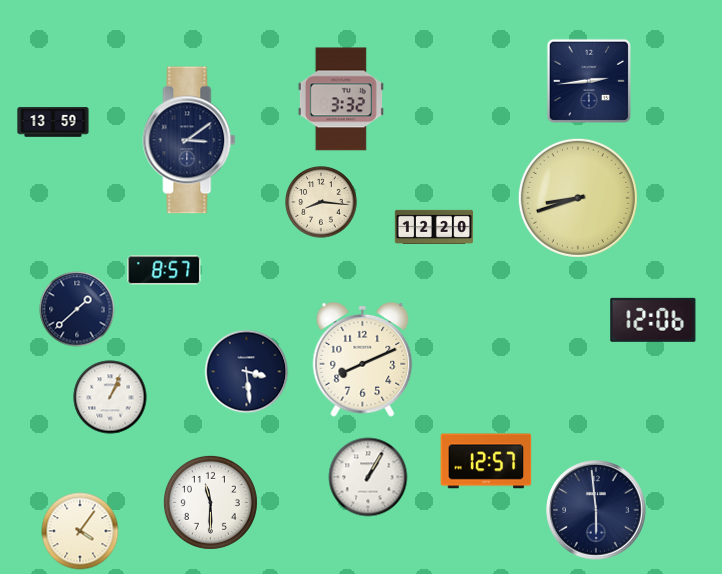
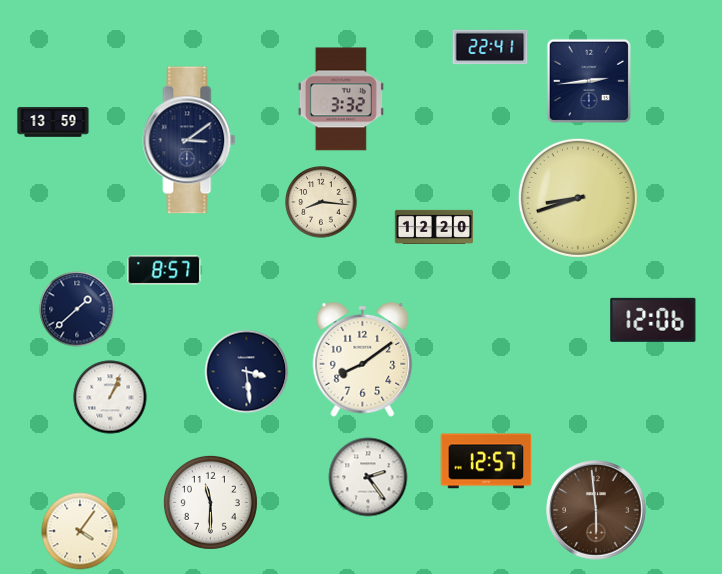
clock at (490, 47): none -> 22:41
clock at (363, 359): 8:11 -> 8:09
clock at (368, 477): 1:05 -> 2:24
clock at (596, 510) dial: navy -> brown
